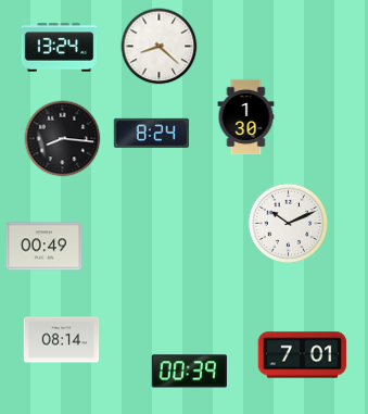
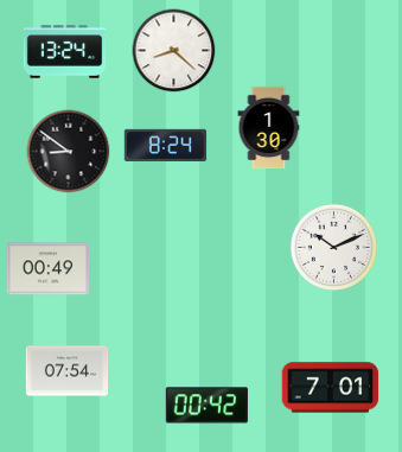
clock at (63, 139): 8:16 -> 8:51
clock at (289, 224) position: (289, 224) -> (334, 248)
clock at (62, 340): 08:14 -> 07:54
clock at (189, 372): 00:39 -> 00:42
